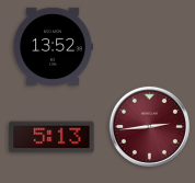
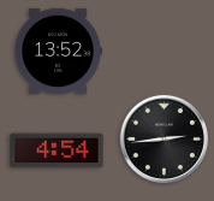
clock at (149, 126) dial: burgundy -> black
clock at (51, 137): 5:13 -> 4:54
